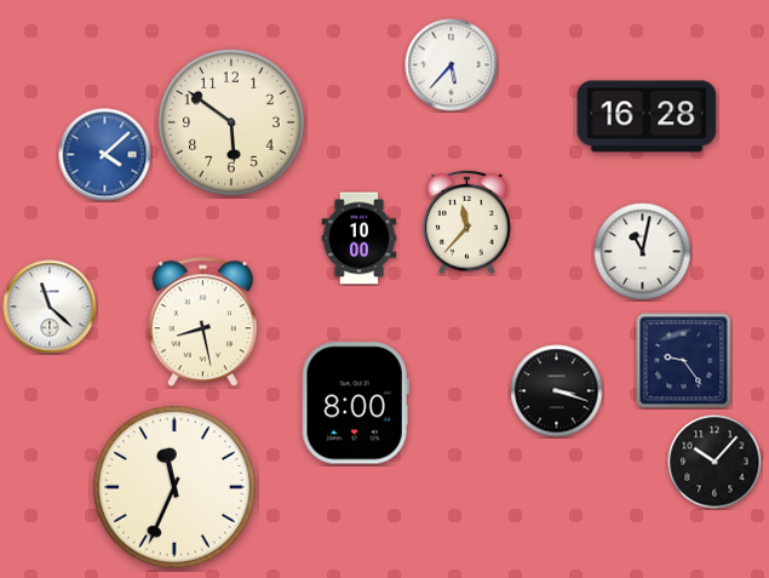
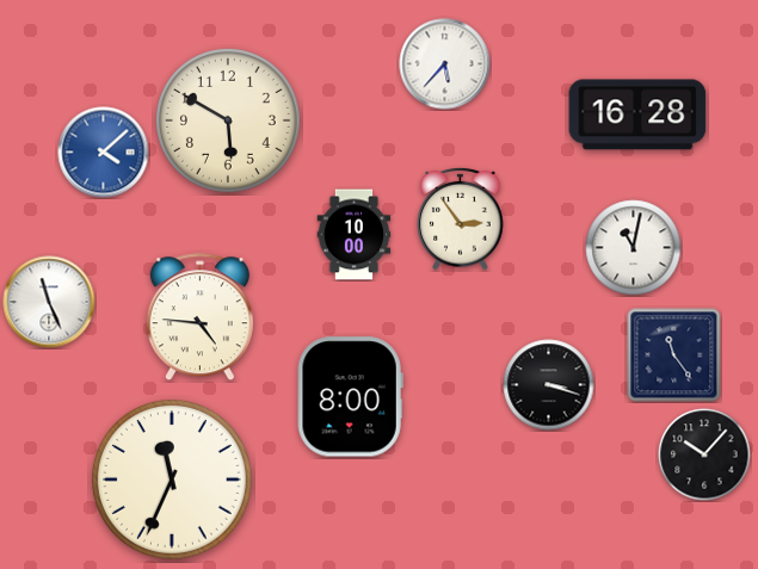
clock at (233, 124): 5:51 -> 5:50
clock at (467, 222): 11:37 -> 2:54
clock at (50, 307): 11:22 -> 11:26
clock at (202, 322): 8:28 -> 4:46
clock at (684, 361): 9:24 -> 11:24
